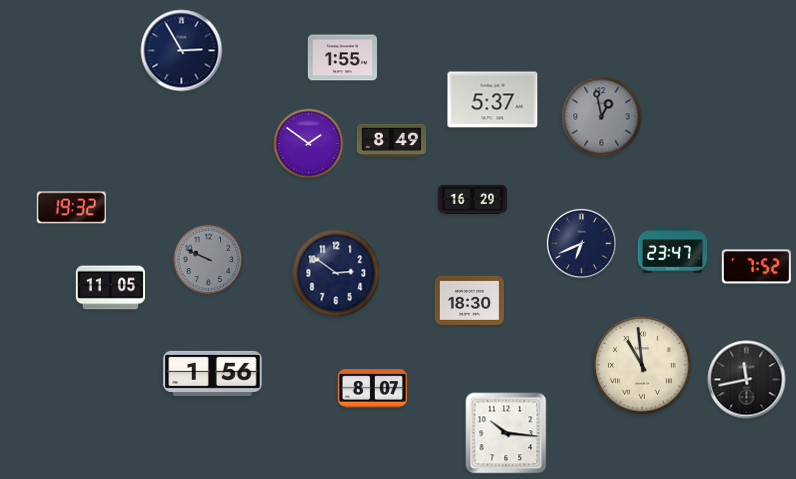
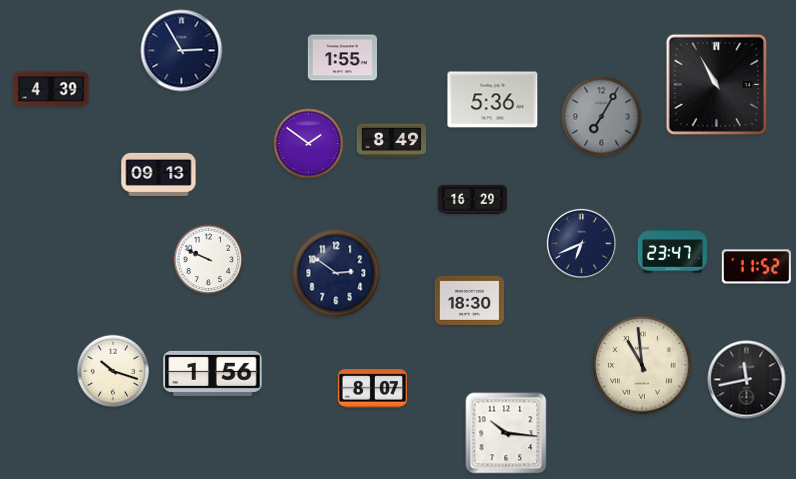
clock at (716, 84): none -> 10:55
clock at (51, 89): none -> 4:39
clock at (493, 100): 5:37 -> 5:36
clock at (602, 117): 12:58 -> 7:05
clock at (159, 174): none -> 09:13
clock at (71, 208): 19:32 -> none
clock at (209, 260) dial: grey -> white
clock at (756, 267): 7:52 -> 11:52
clock at (110, 288): 11:05 -> none
clock at (113, 371): none -> 10:18
